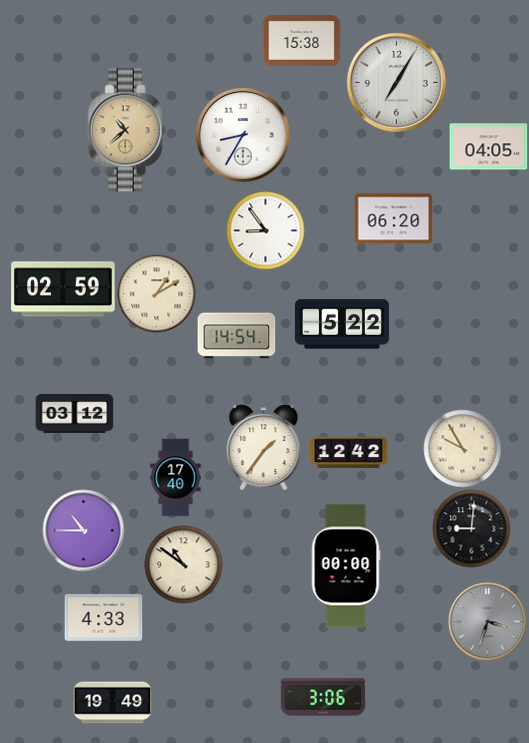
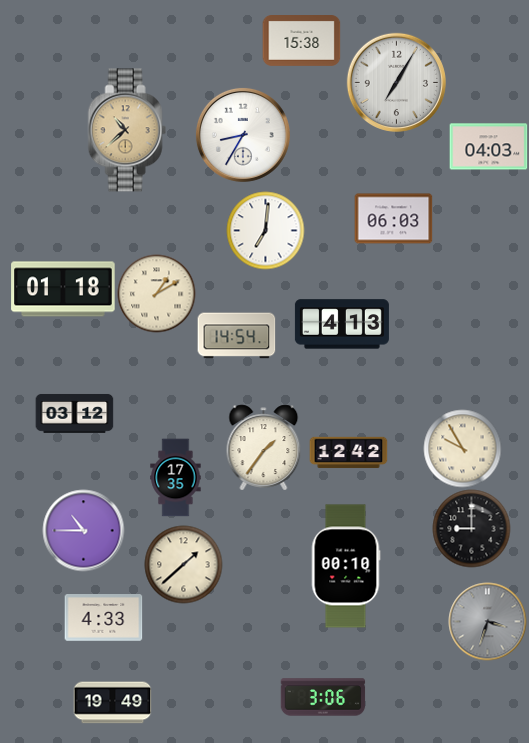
clock at (488, 147): 04:05 -> 04:03
clock at (393, 219): 06:20 -> 06:03
clock at (265, 230): 8:54 -> 7:01
clock at (63, 289): 02:59 -> 01:18
clock at (342, 324): 5:22 -> 4:13
clock at (176, 477): 17:40 -> 17:35
clock at (471, 528): 9:01 -> 9:00
clock at (183, 564): 10:51 -> 1:38
clock at (346, 566): 00:00 -> 00:10
